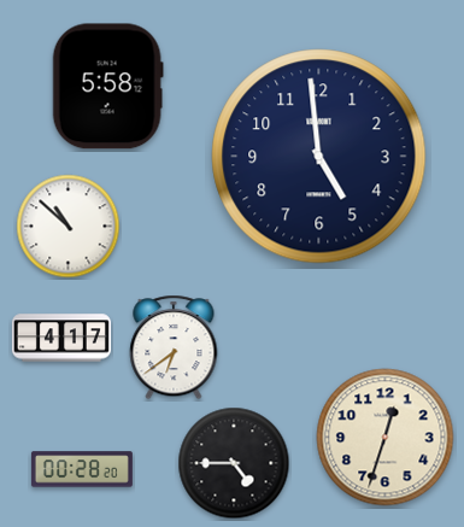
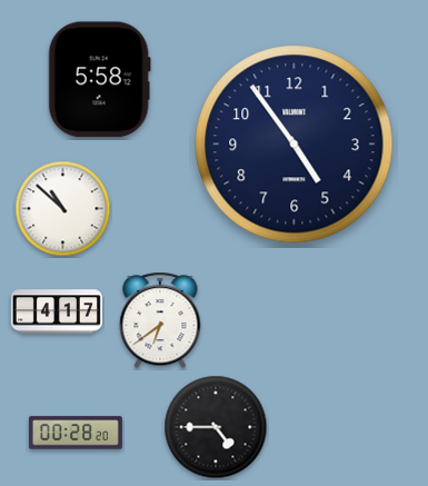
clock at (319, 157): 4:59 -> 4:54
clock at (386, 438): 12:33 -> none
